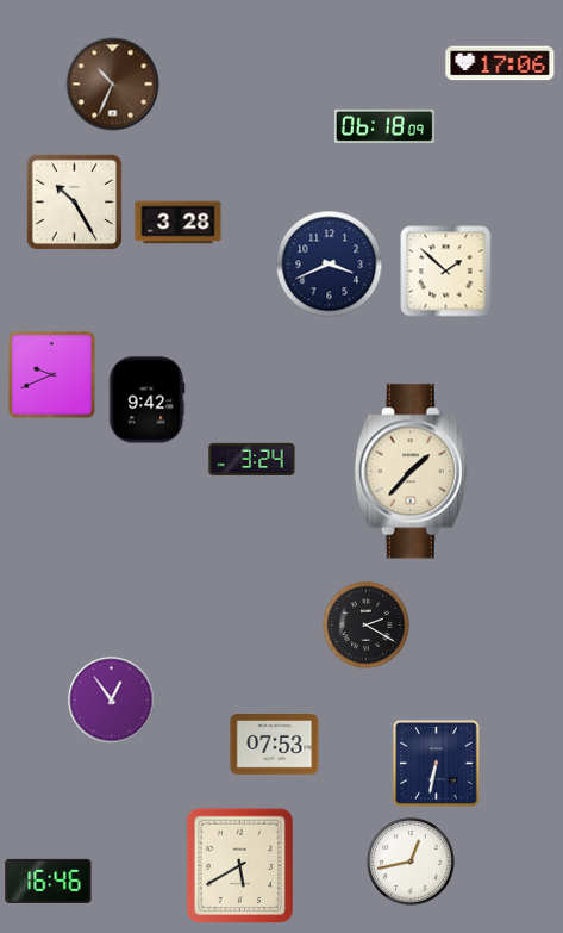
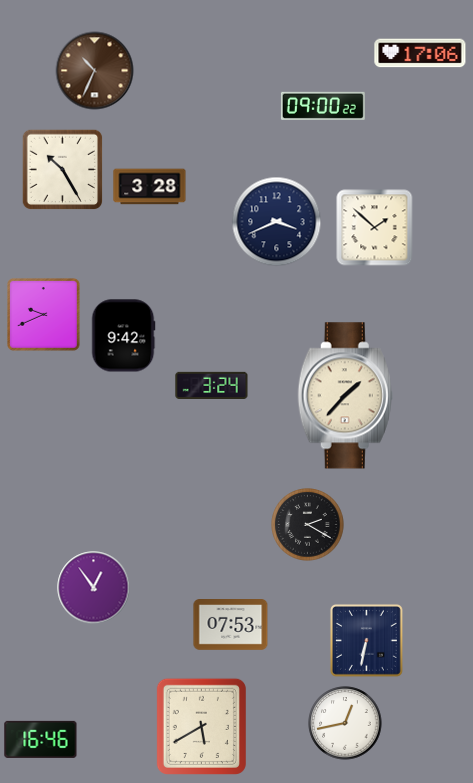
clock at (384, 126): 06:18 -> 09:00
